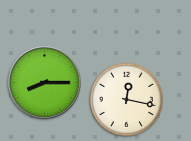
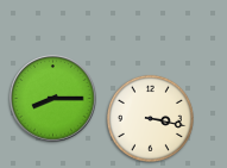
clock at (126, 99): 12:17 -> 3:17
